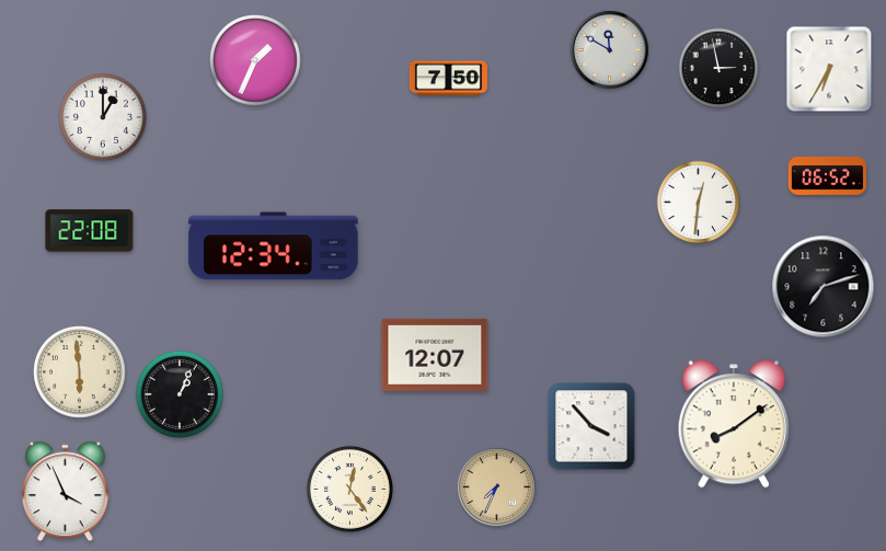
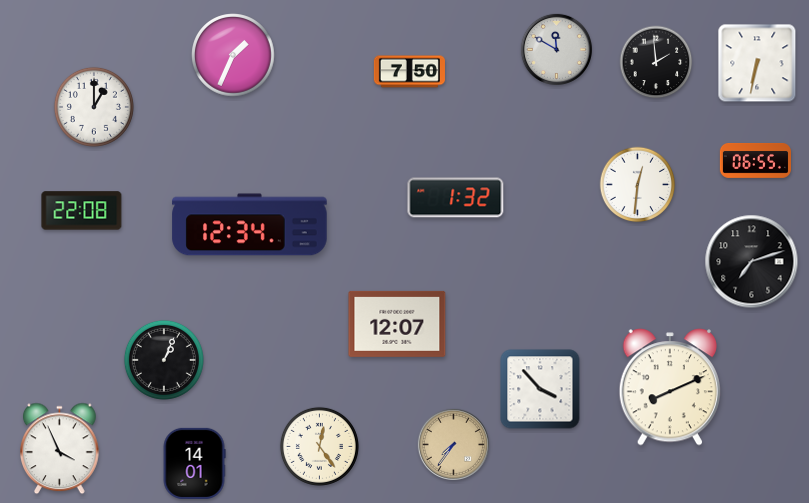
clock at (609, 49) position: (609, 49) -> (556, 49)
clock at (718, 68): 2:58 -> 1:59
clock at (829, 69): 6:35 -> 6:32
clock at (827, 176): 06:52 -> 06:55
clock at (456, 198): none -> 1:32
clock at (80, 372): 5:59 -> none
clock at (733, 424): 8:09 -> 8:11
clock at (496, 486): 7:34 -> 7:36
clock at (194, 463): none -> 14:01
